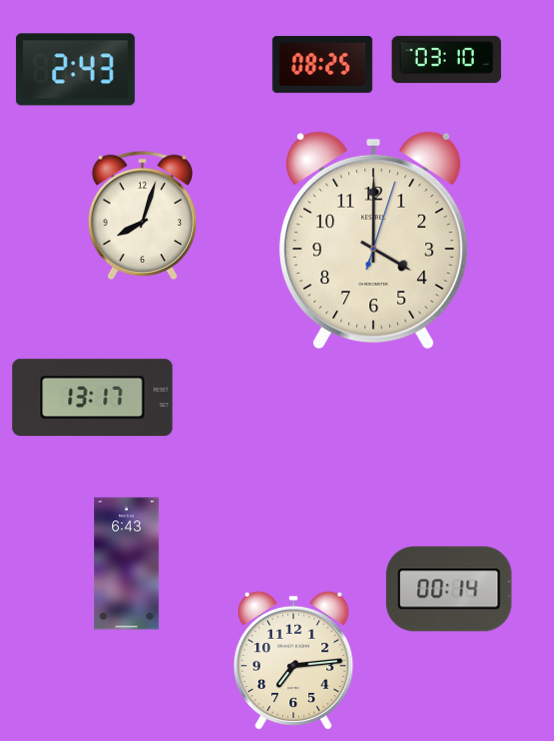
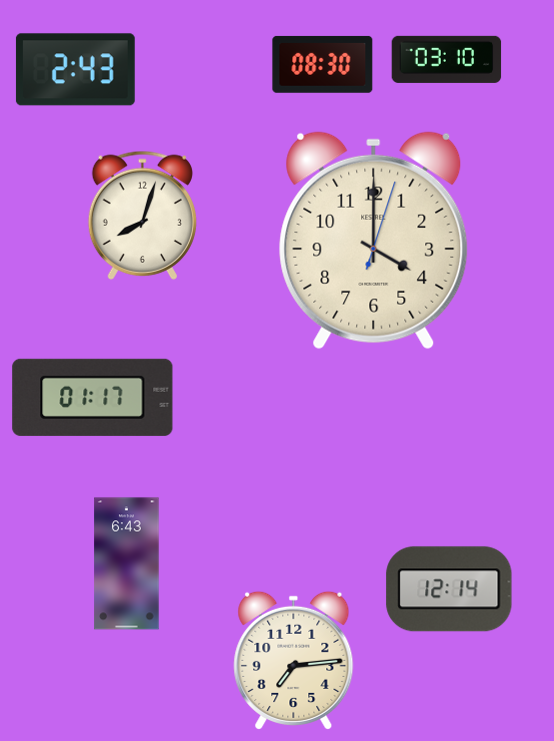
clock at (323, 64): 08:25 -> 08:30
clock at (93, 397): 13:17 -> 01:17
clock at (449, 589): 00:14 -> 12:14
